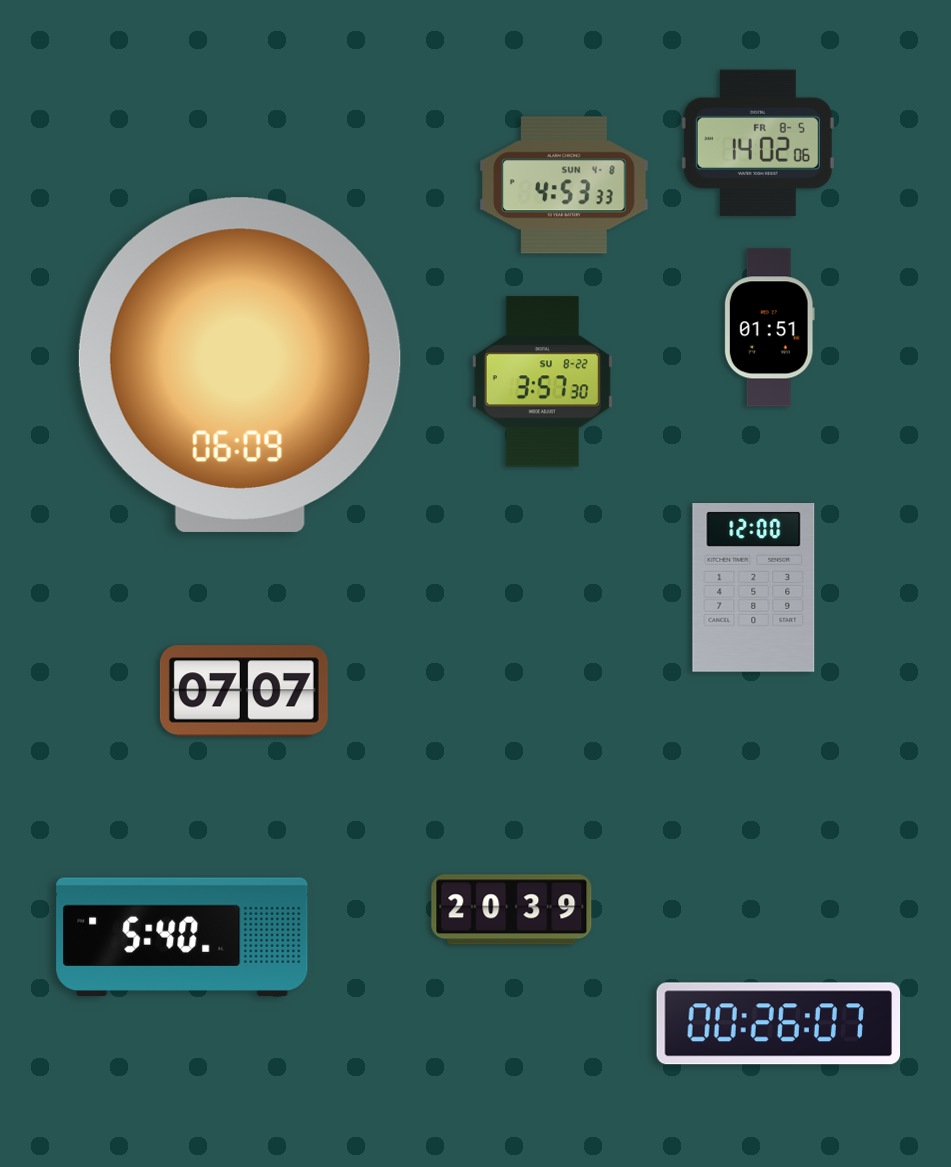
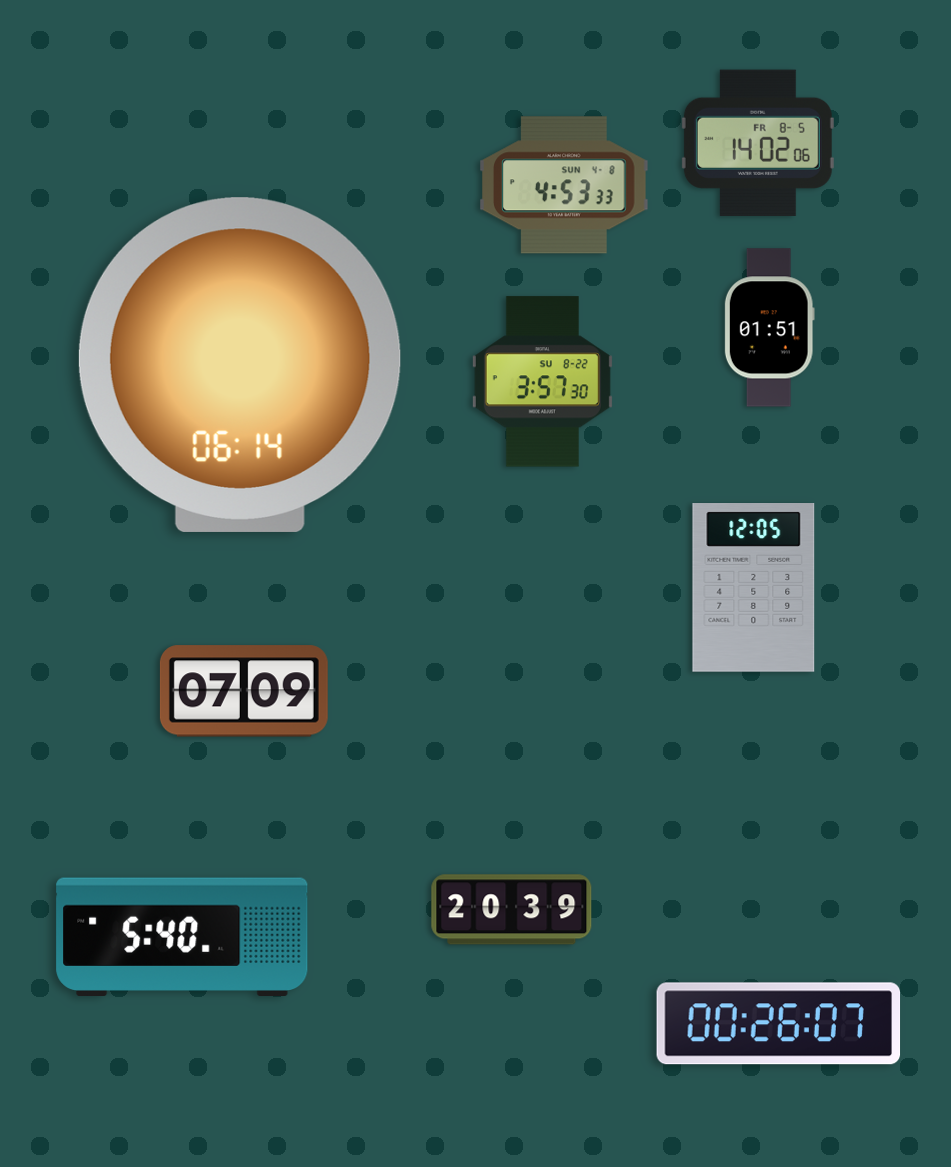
clock at (240, 365): 06:09 -> 06:14
clock at (754, 588): 12:00 -> 12:05
clock at (244, 691): 07:07 -> 07:09
